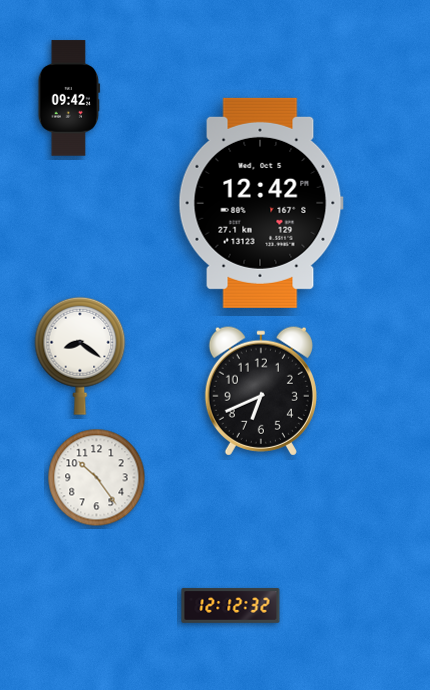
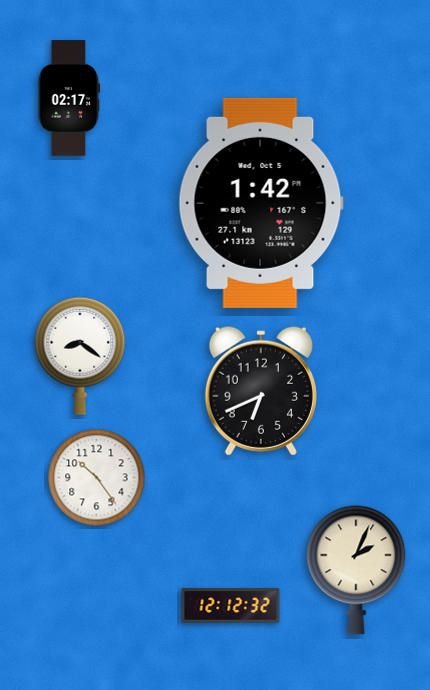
clock at (69, 98): 09:42 -> 02:17
clock at (261, 203): 12:42 -> 1:42
clock at (356, 570): none -> 2:04
